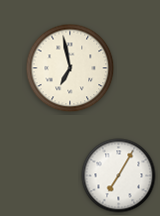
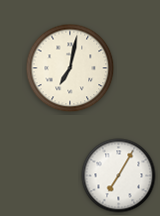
clock at (70, 68): 6:58 -> 7:02
